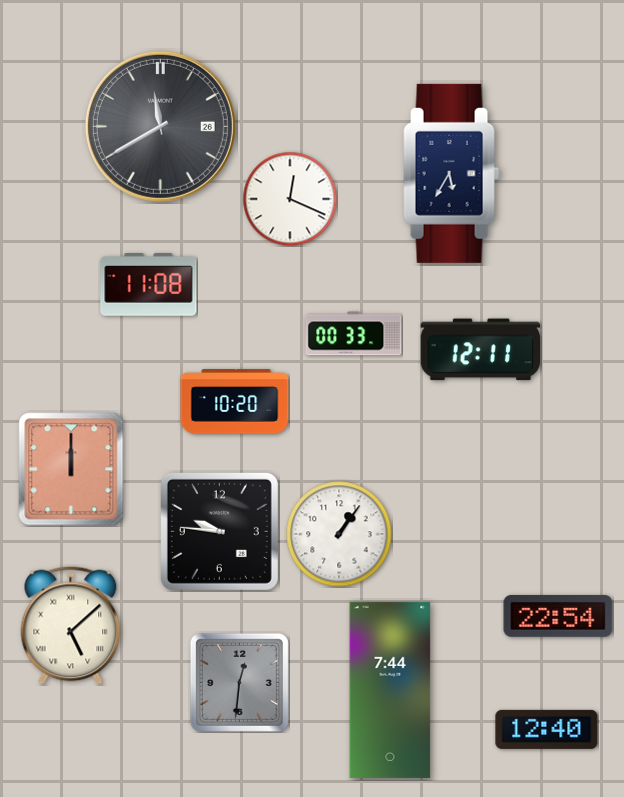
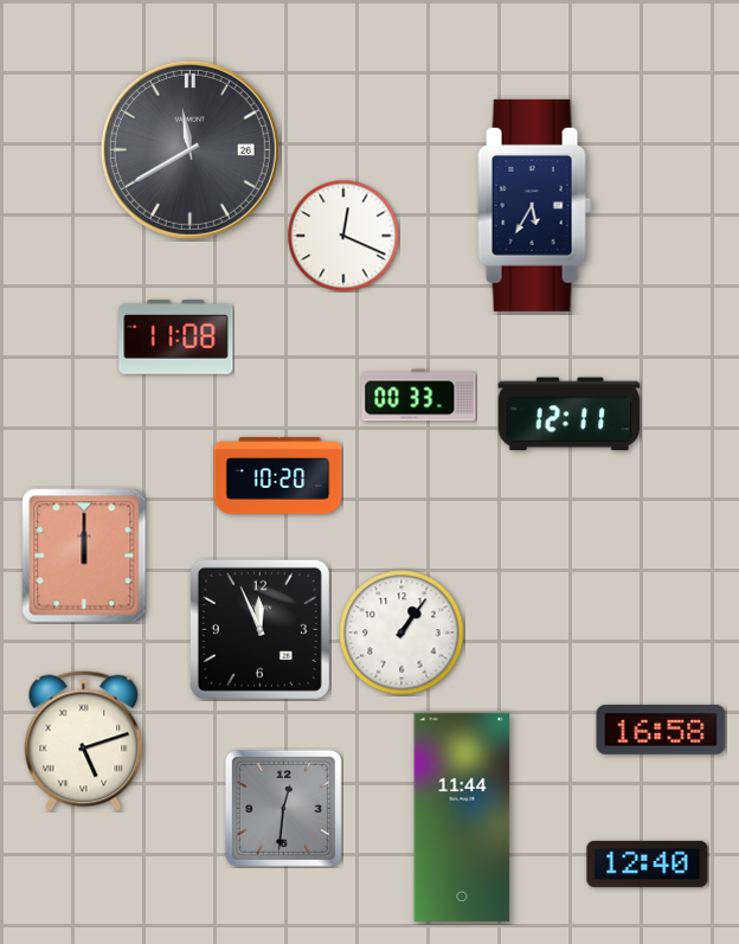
clock at (219, 531): 9:46 -> 11:56
clock at (558, 616): 22:54 -> 16:58
clock at (71, 626): 5:08 -> 5:12
clock at (390, 690): 7:44 -> 11:44
